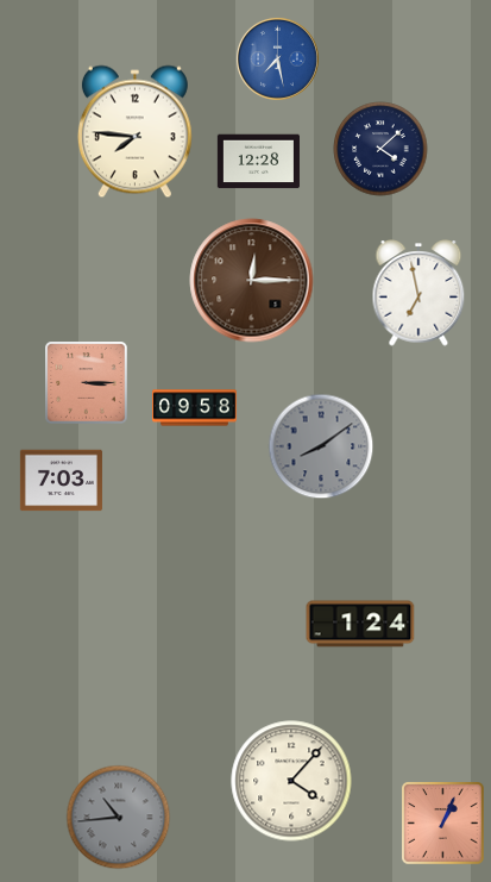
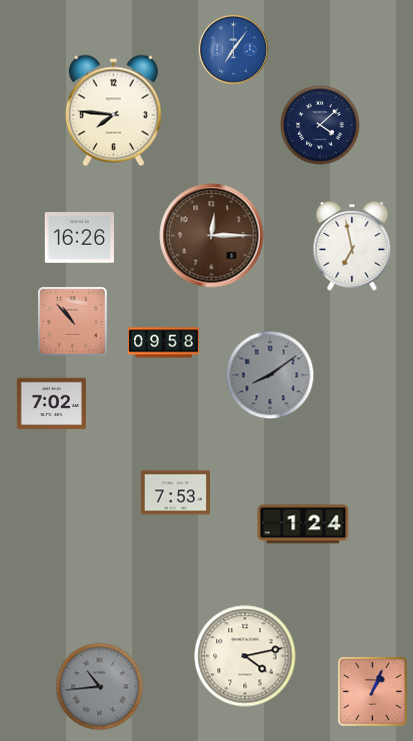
clock at (277, 58): 7:28 -> 7:06
clock at (258, 162): 12:28 -> none
clock at (79, 238): none -> 16:26
clock at (87, 383): 3:15 -> 10:53
clock at (61, 481): 7:03 -> 7:02
clock at (175, 493): none -> 7:53
clock at (291, 781): 4:07 -> 4:13
